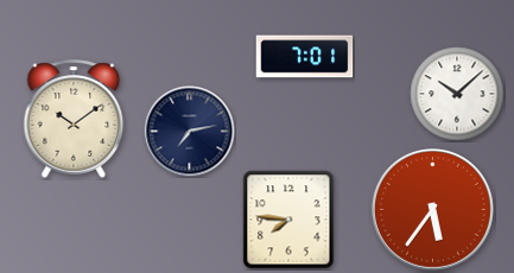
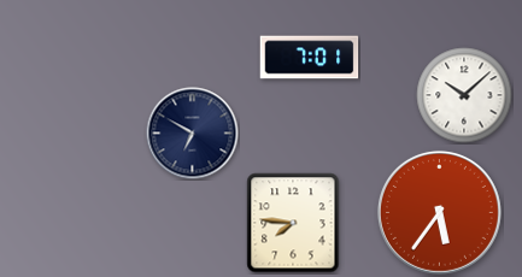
clock at (74, 119): 10:09 -> none
clock at (190, 132): 7:13 -> 6:50
